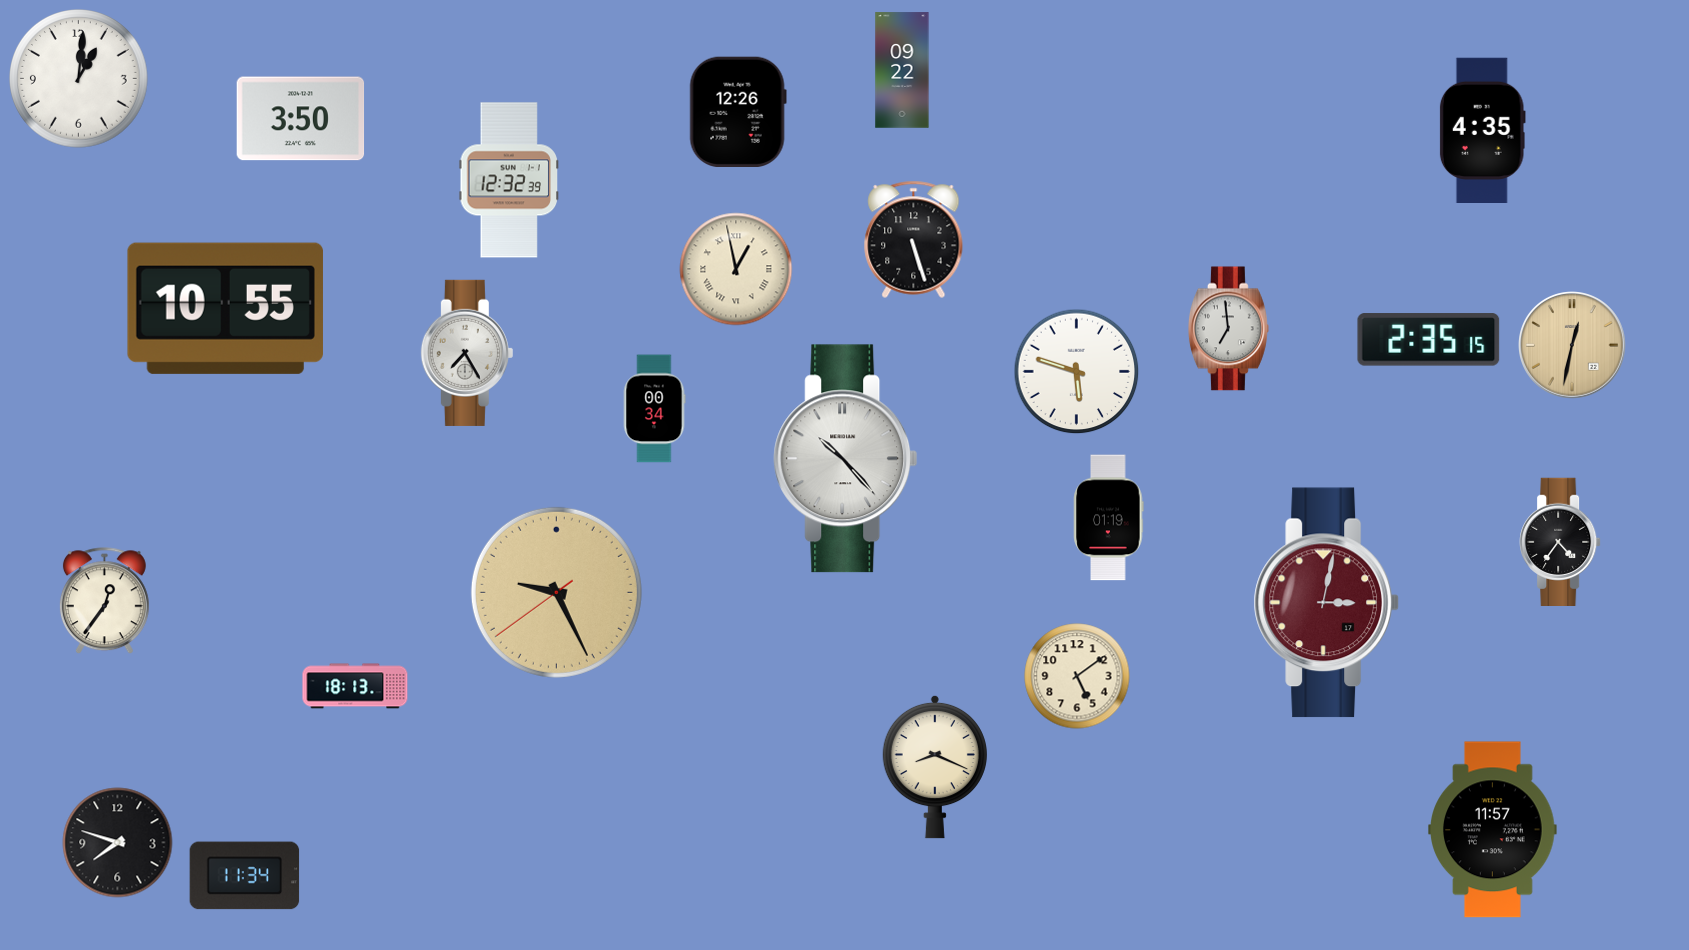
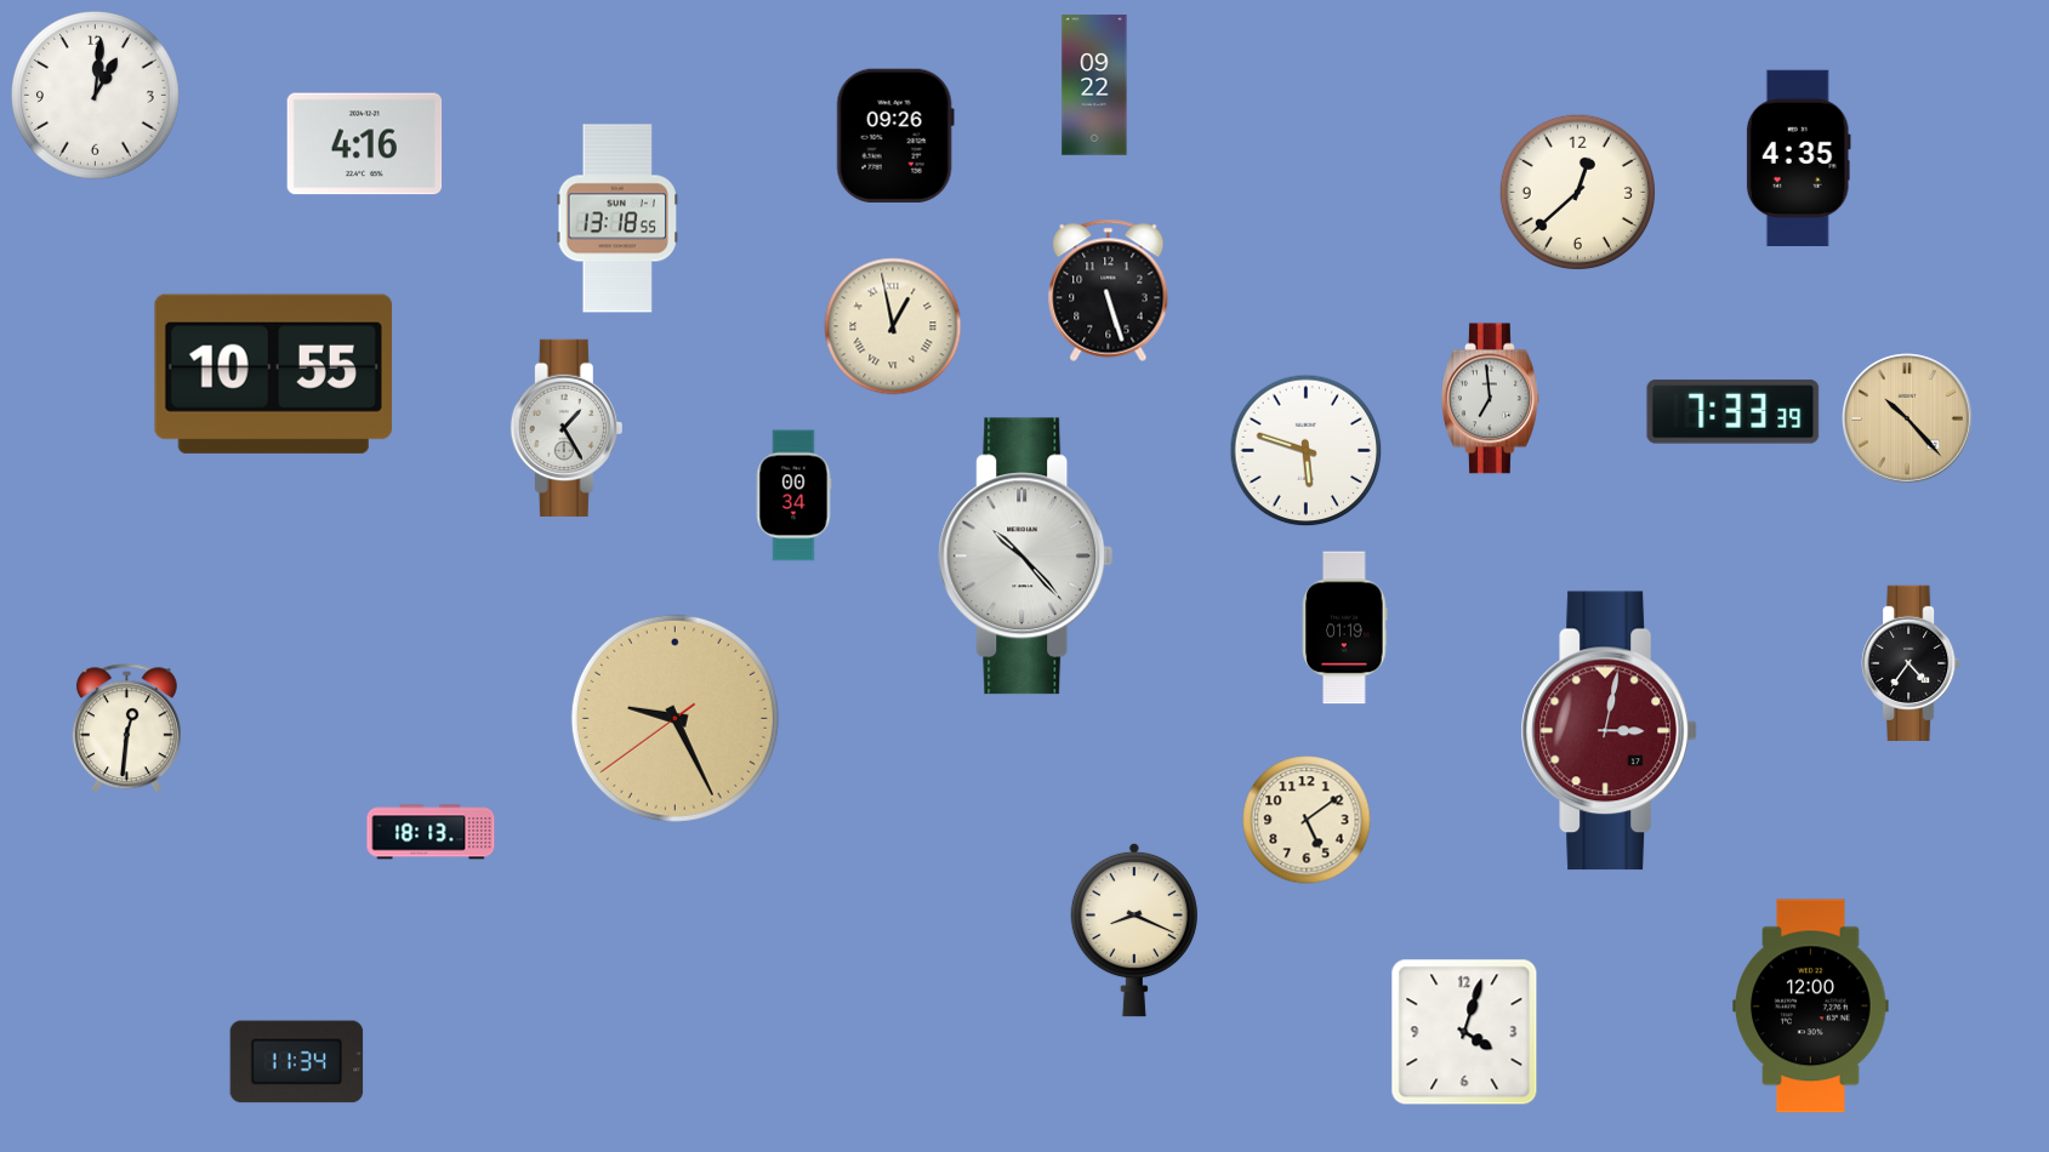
clock at (738, 111): 12:26 -> 09:26
clock at (301, 119): 3:50 -> 4:16
clock at (1577, 192): none -> 12:38
clock at (509, 180): 12:32 -> 13:18
clock at (1429, 340): 2:35 -> 7:33
clock at (1573, 346): 12:32 -> 10:23
clock at (467, 353): 7:25 -> 1:25
clock at (1560, 541) position: (1560, 541) -> (1911, 662)
clock at (104, 601): 12:36 -> 12:31
clock at (1493, 830): 11:57 -> 12:00
clock at (118, 843): 7:48 -> none
clock at (1464, 1032): none -> 4:03
